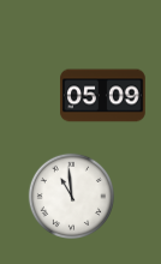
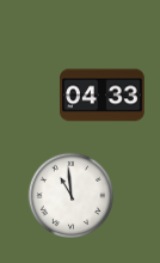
clock at (103, 96): 05:09 -> 04:33
